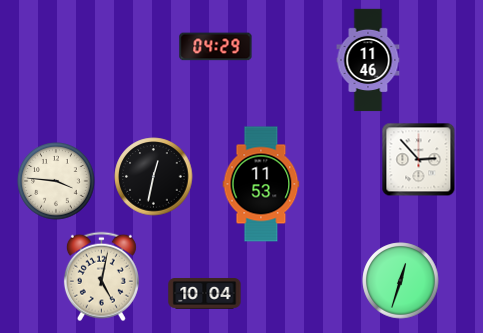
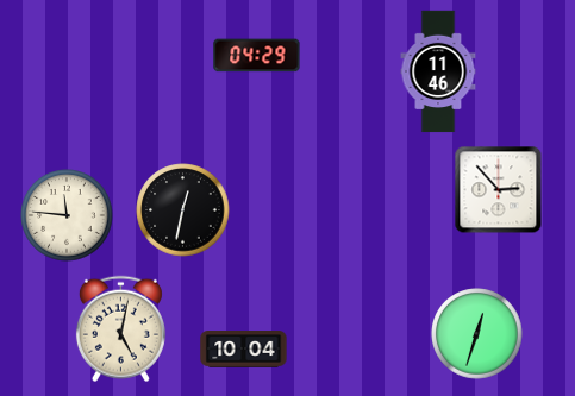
clock at (56, 181): 3:46 -> 11:46
clock at (261, 184): 11:53 -> none
